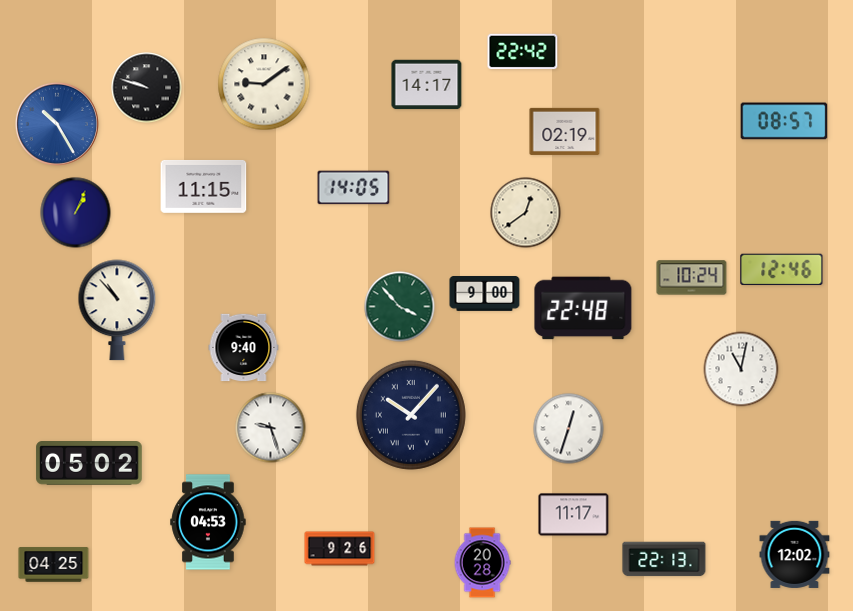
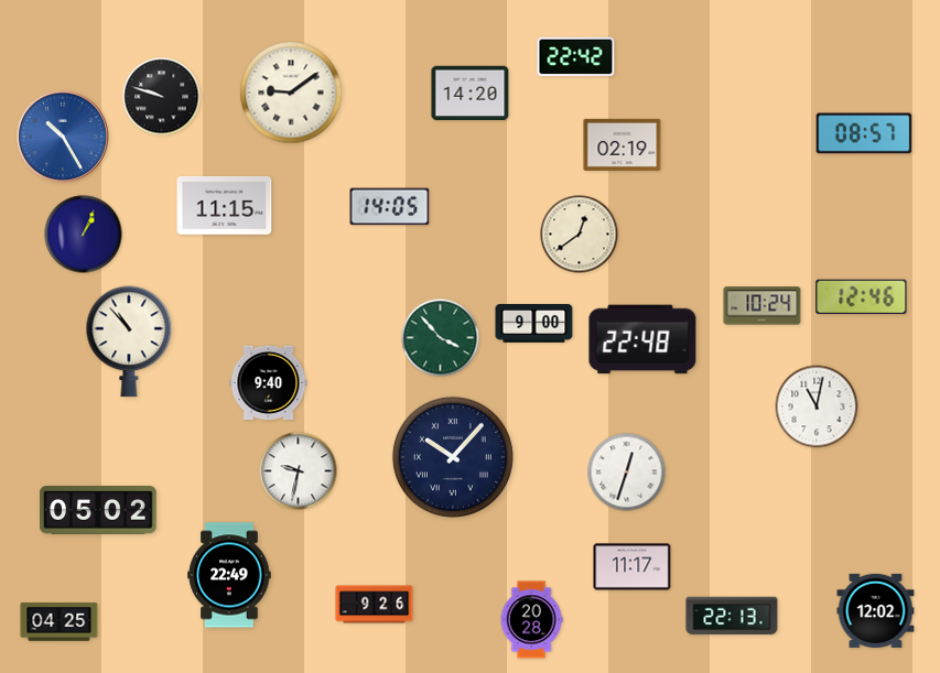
clock at (427, 85): 14:17 -> 14:20
clock at (271, 428): 9:27 -> 9:32
clock at (208, 522): 04:53 -> 22:49
